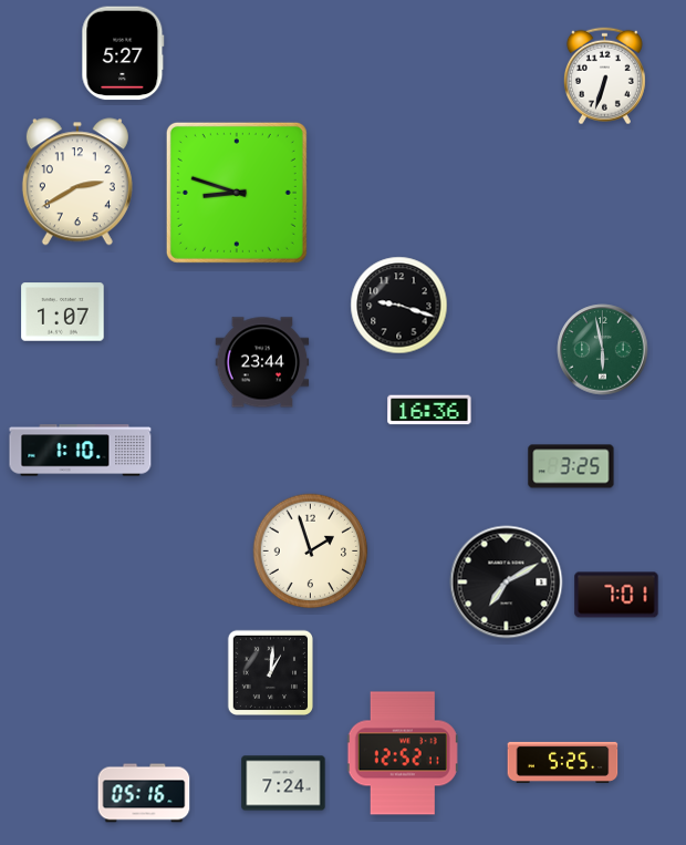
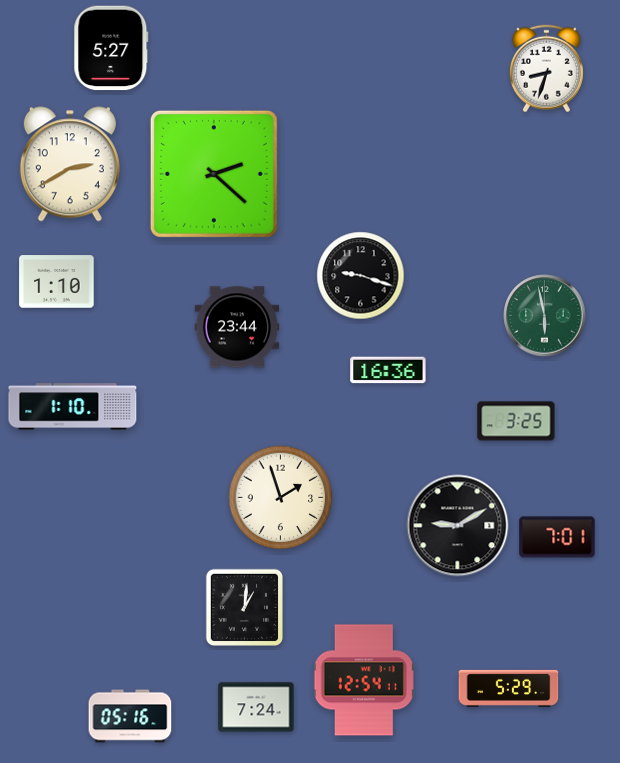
clock at (604, 76): 6:33 -> 8:33
clock at (237, 193): 8:48 -> 2:22
clock at (63, 312): 1:07 -> 1:10
clock at (507, 583): 7:10 -> 9:10
clock at (403, 753): 12:52 -> 12:54
clock at (563, 762): 5:25 -> 5:29
